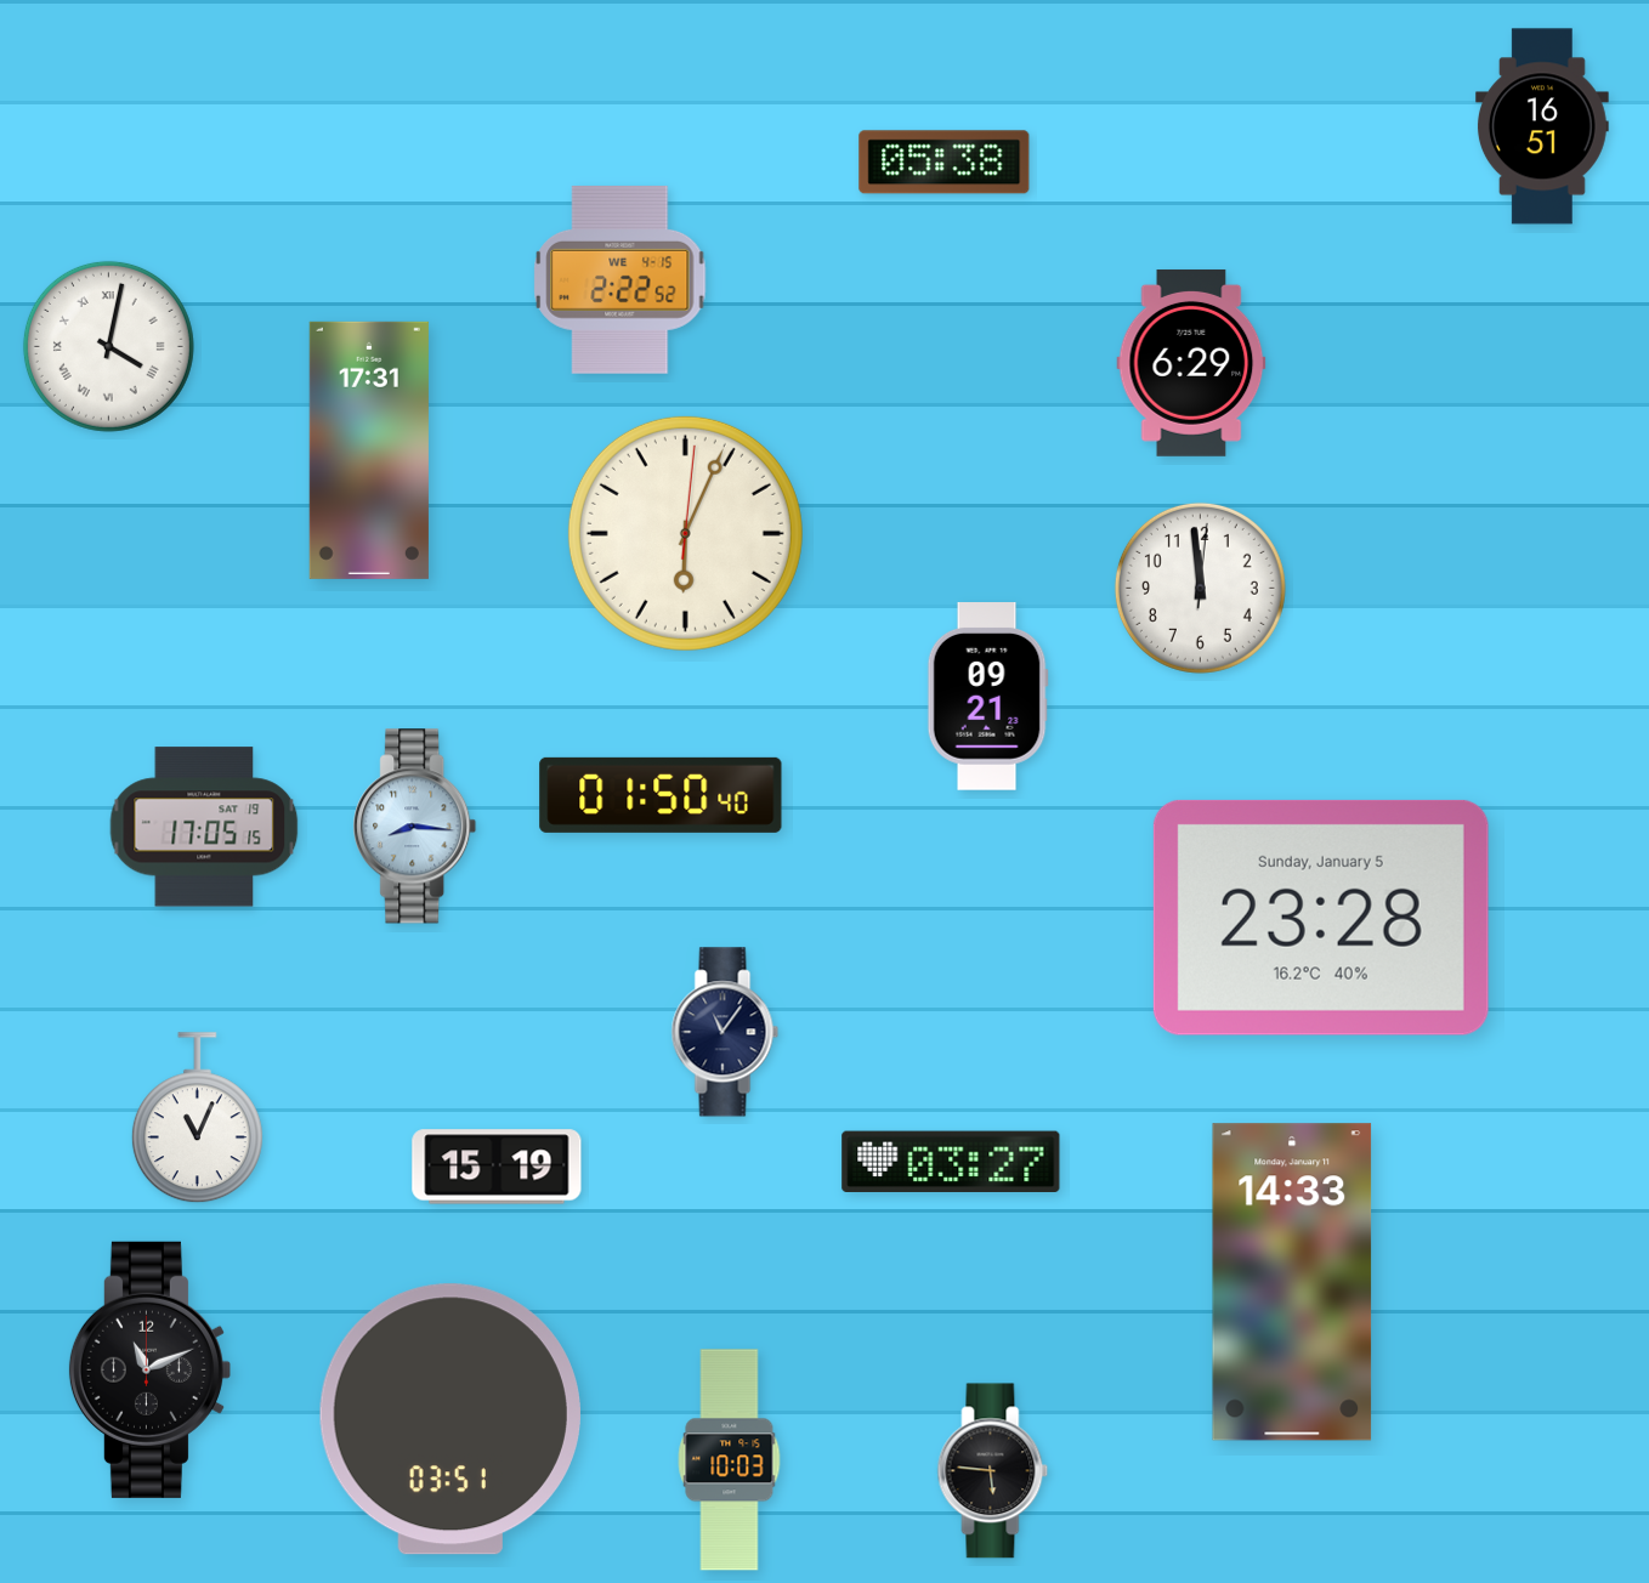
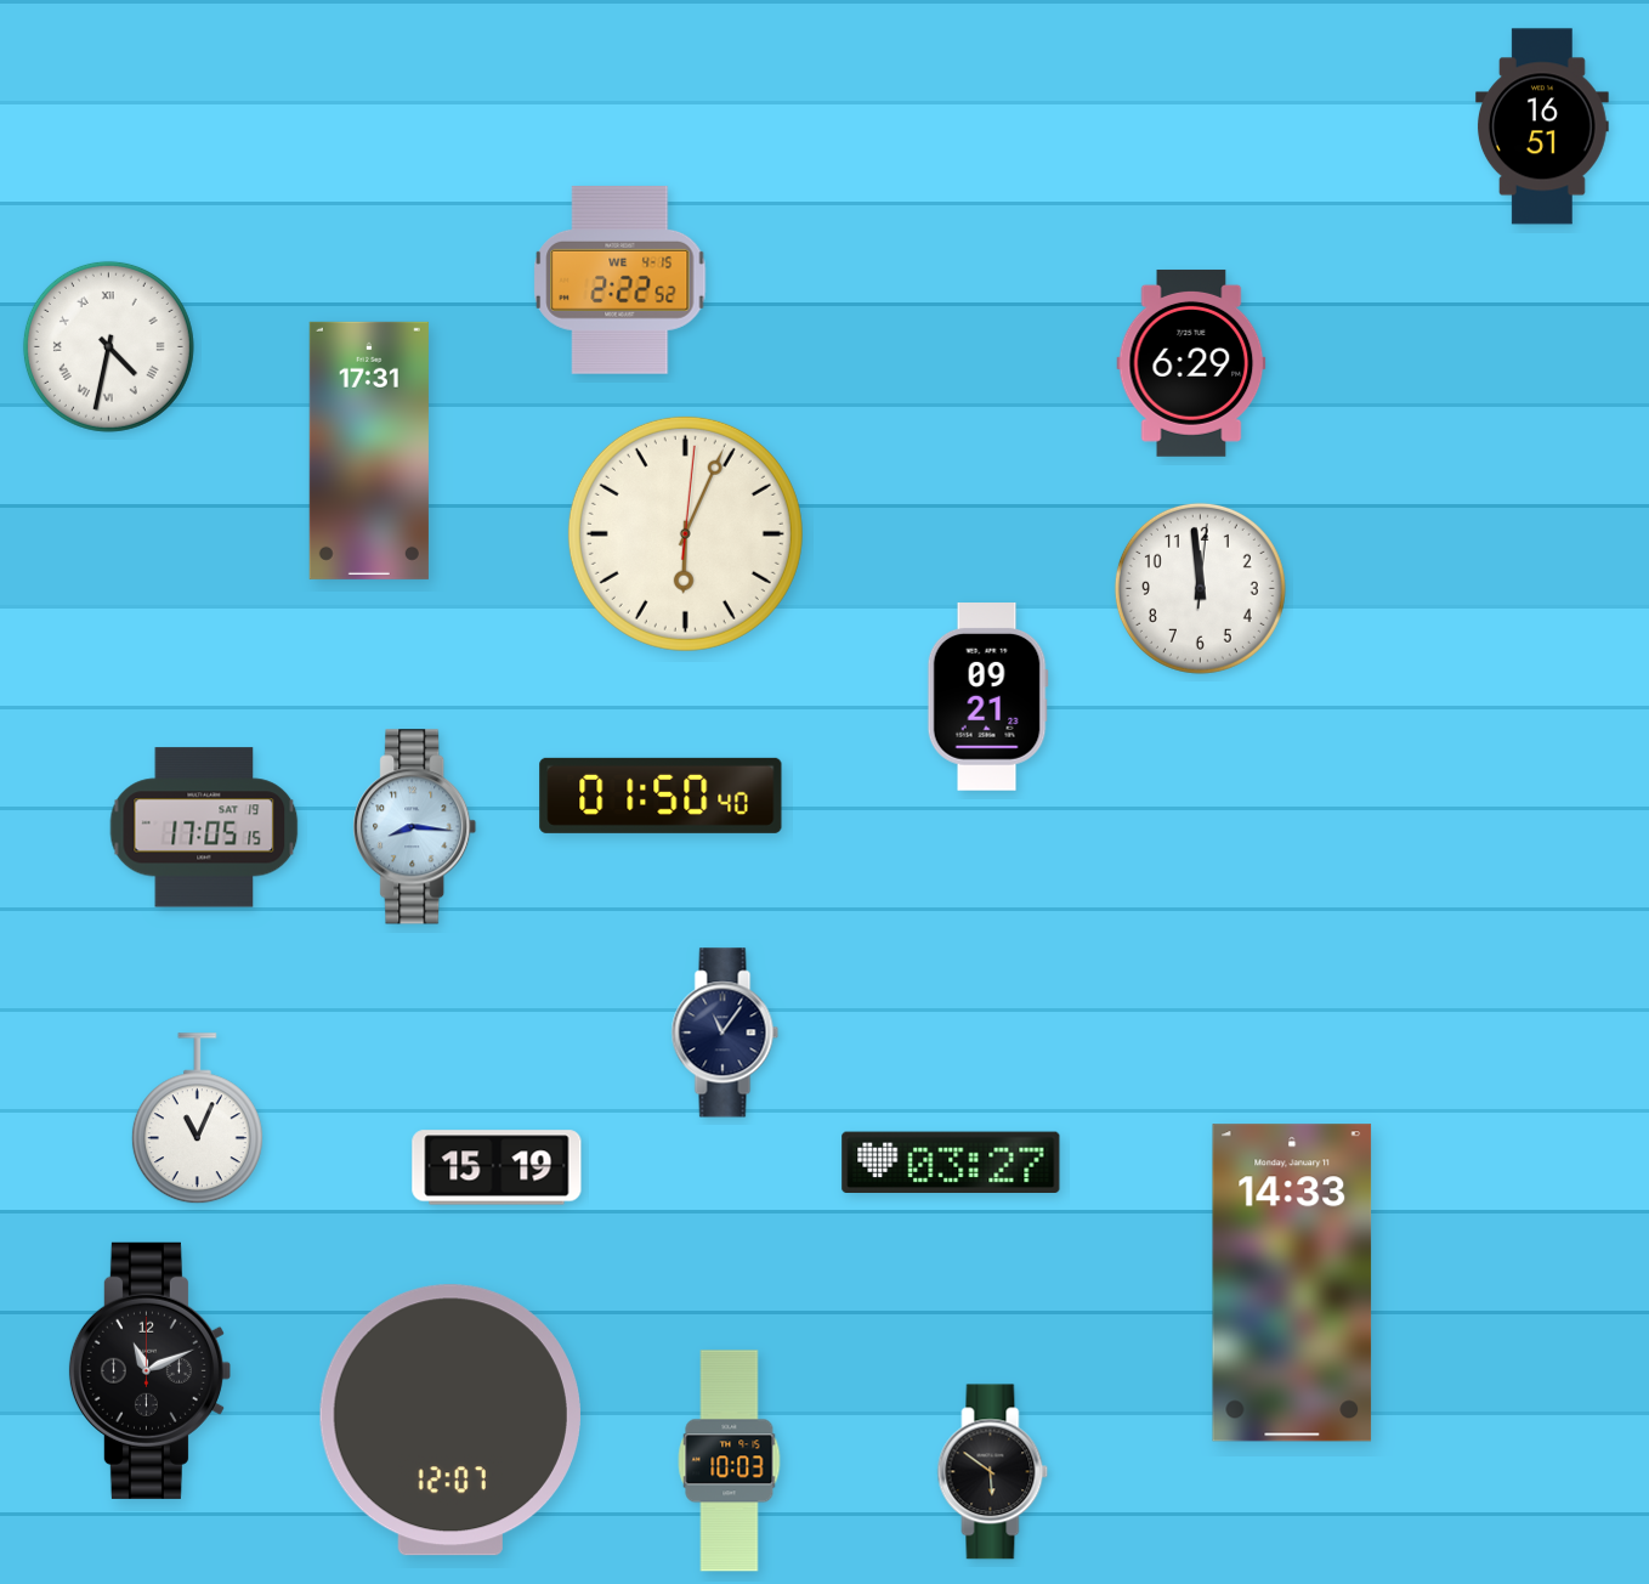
clock at (945, 163): 05:38 -> none
clock at (108, 346): 4:02 -> 4:32
clock at (1321, 918): 23:28 -> none
clock at (450, 1419): 03:51 -> 12:07
clock at (993, 1471): 5:46 -> 5:51
